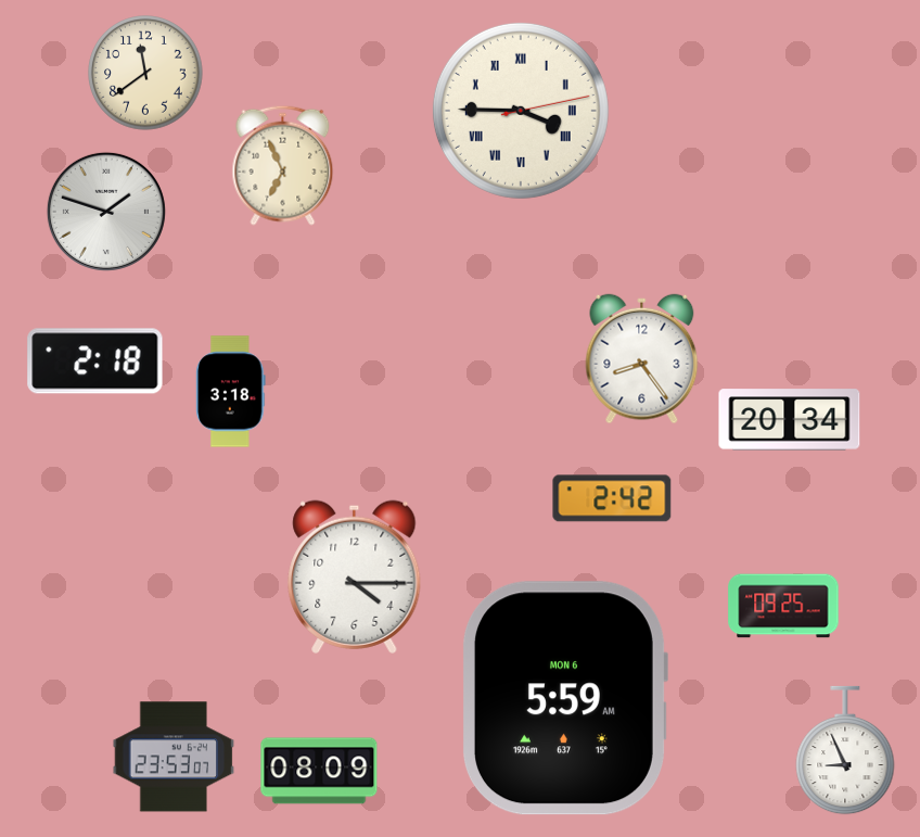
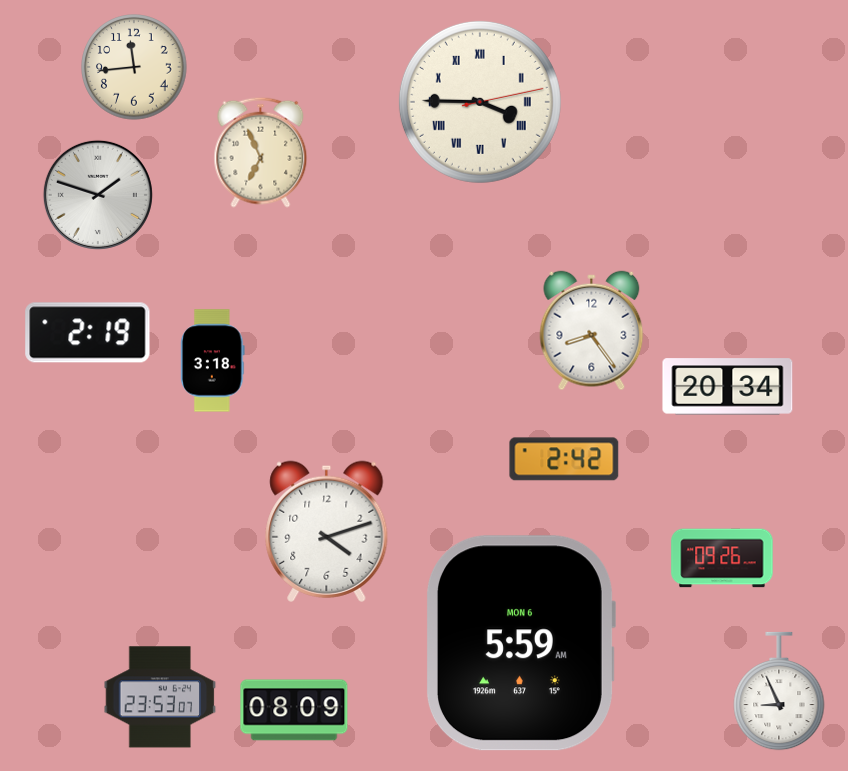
clock at (145, 73): 11:39 -> 11:44
clock at (95, 362): 2:18 -> 2:19
clock at (355, 576): 4:15 -> 4:12
clock at (783, 606): 09:25 -> 09:26
